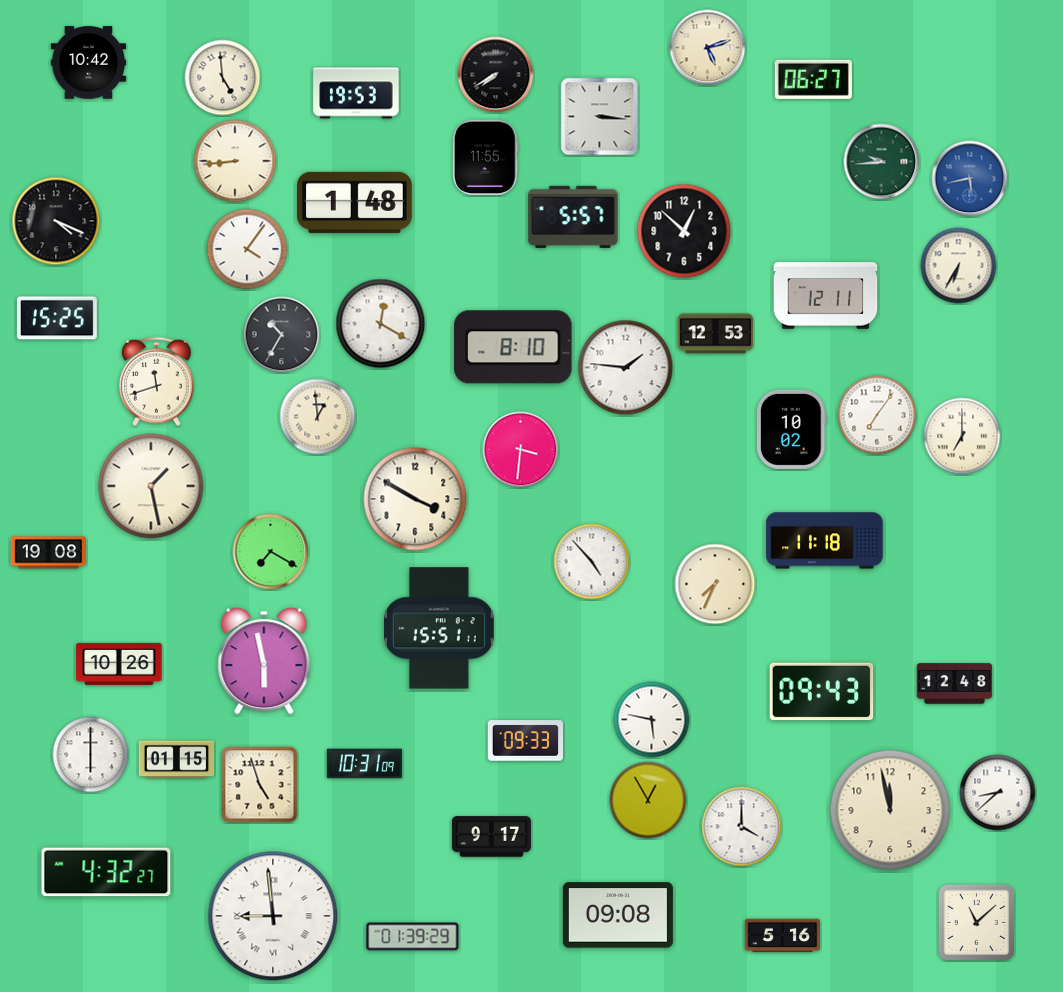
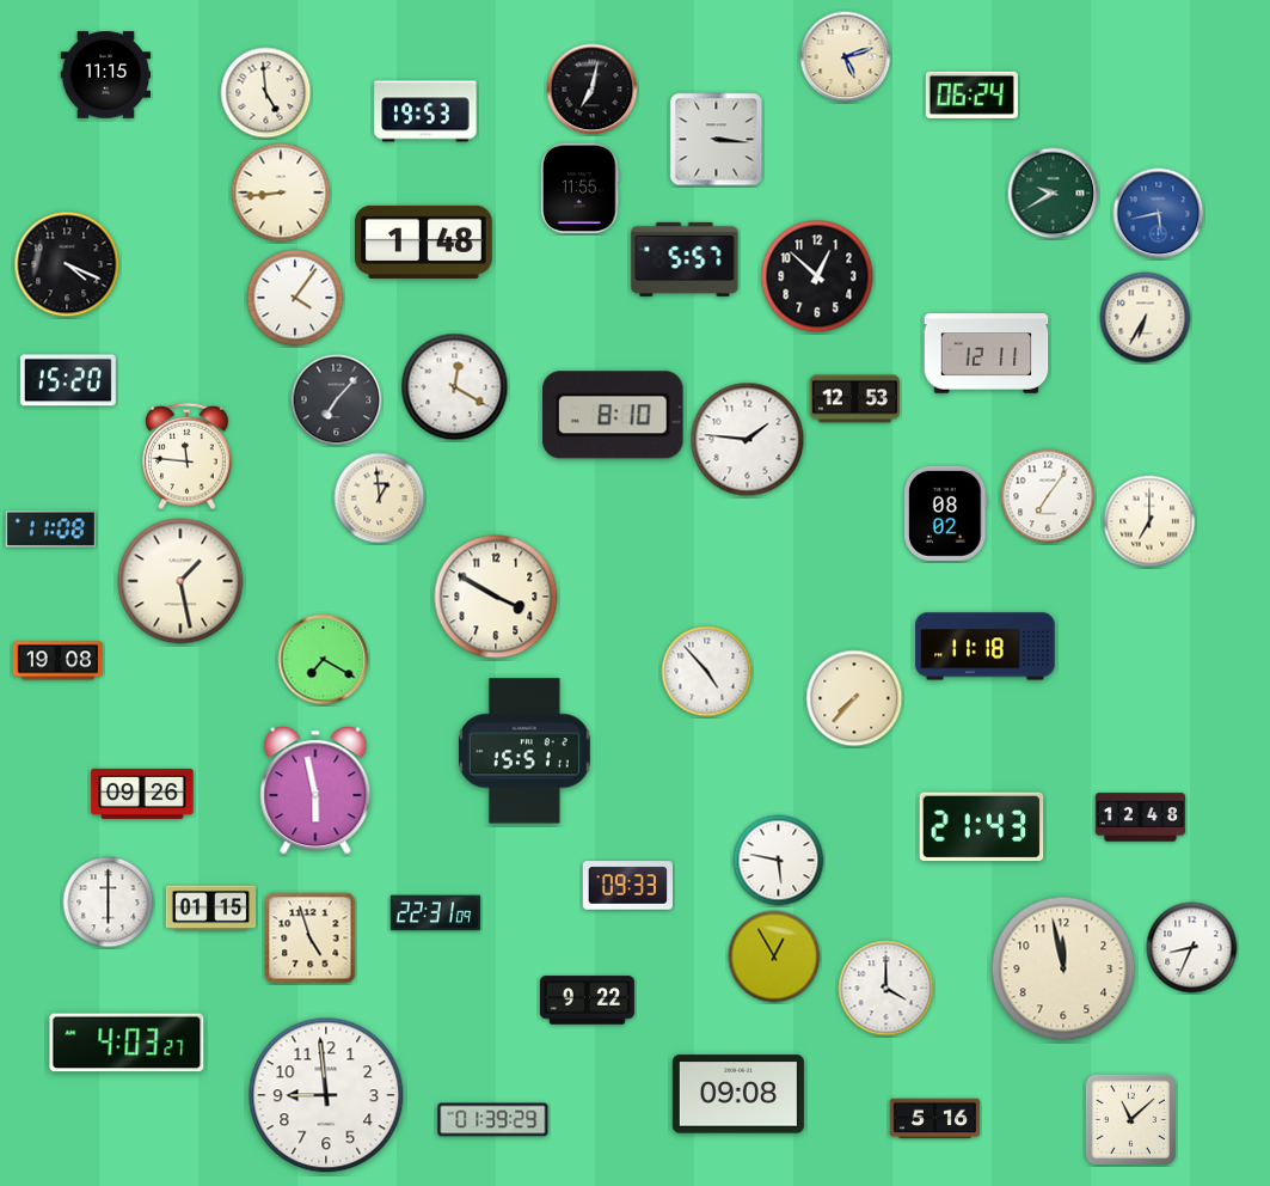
clock at (89, 63): 10:42 -> 11:15
clock at (496, 75): 7:40 -> 7:02
clock at (813, 79): 06:27 -> 06:24
clock at (882, 162): 9:44 -> 9:40
clock at (57, 318): 15:25 -> 15:20
clock at (282, 335): 10:35 -> 7:07
clock at (157, 382): 11:42 -> 11:46
clock at (792, 429): 10:02 -> 08:02
clock at (50, 530): none -> 11:08
clock at (521, 450): 3:31 -> none
clock at (715, 584): 7:34 -> 7:37
clock at (119, 664): 10:26 -> 09:26
clock at (822, 692): 09:43 -> 21:43
clock at (365, 764): 10:31 -> 22:31
clock at (998, 793): 8:38 -> 8:34
clock at (491, 837): 9:17 -> 9:22
clock at (106, 872): 4:32 -> 4:03
clock at (273, 916) numerals: Roman -> Arabic
clock at (976, 922) position: (976, 922) -> (1130, 1119)
